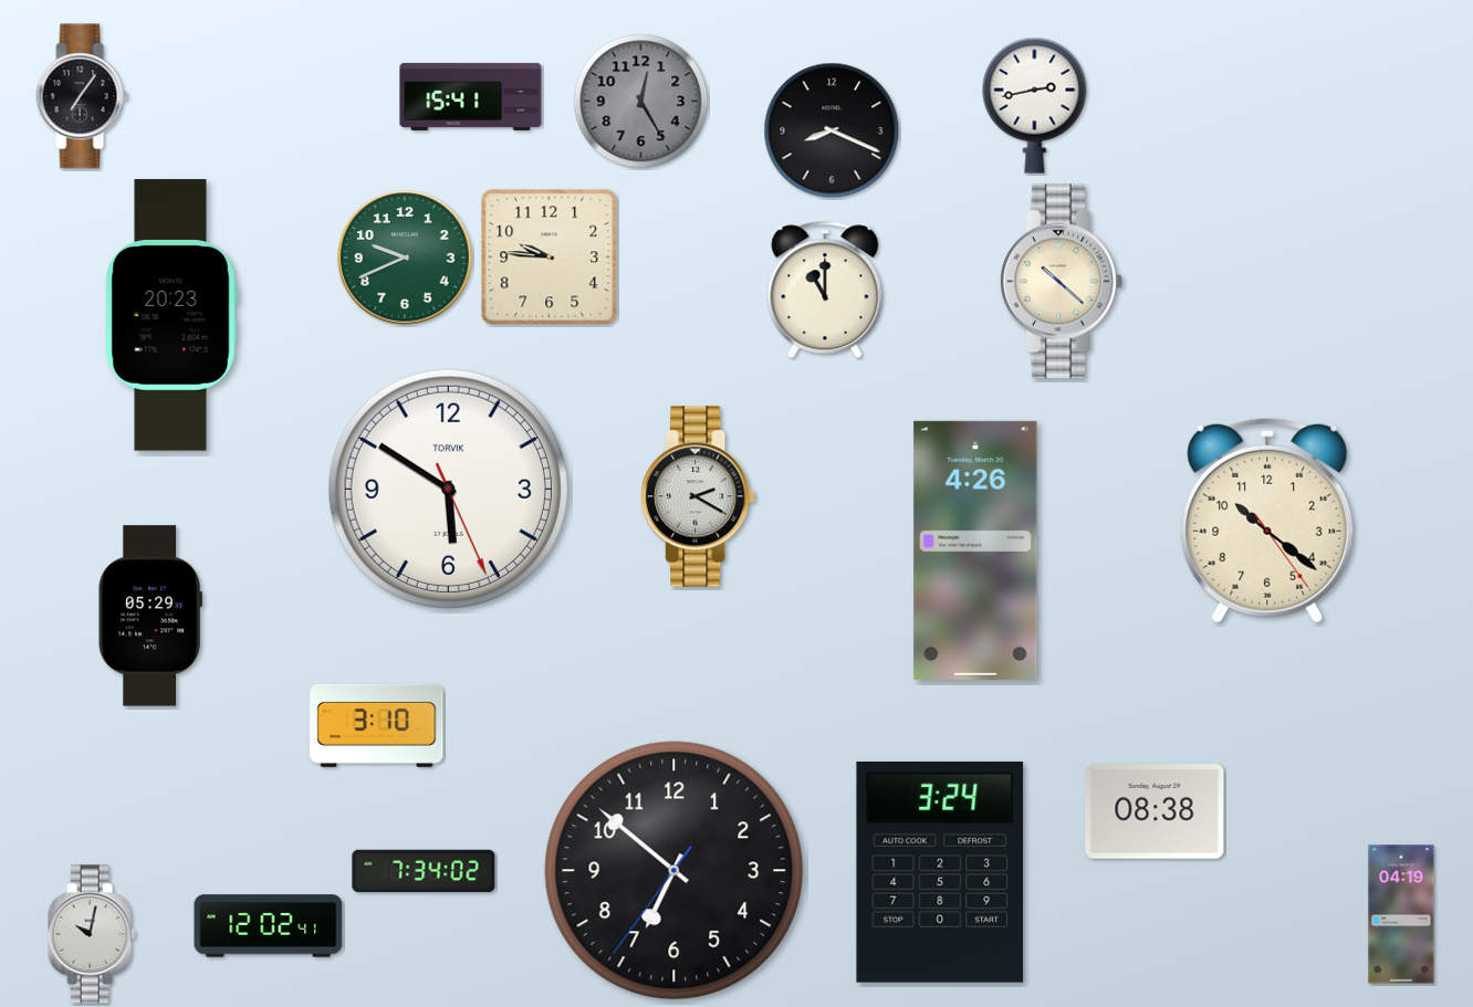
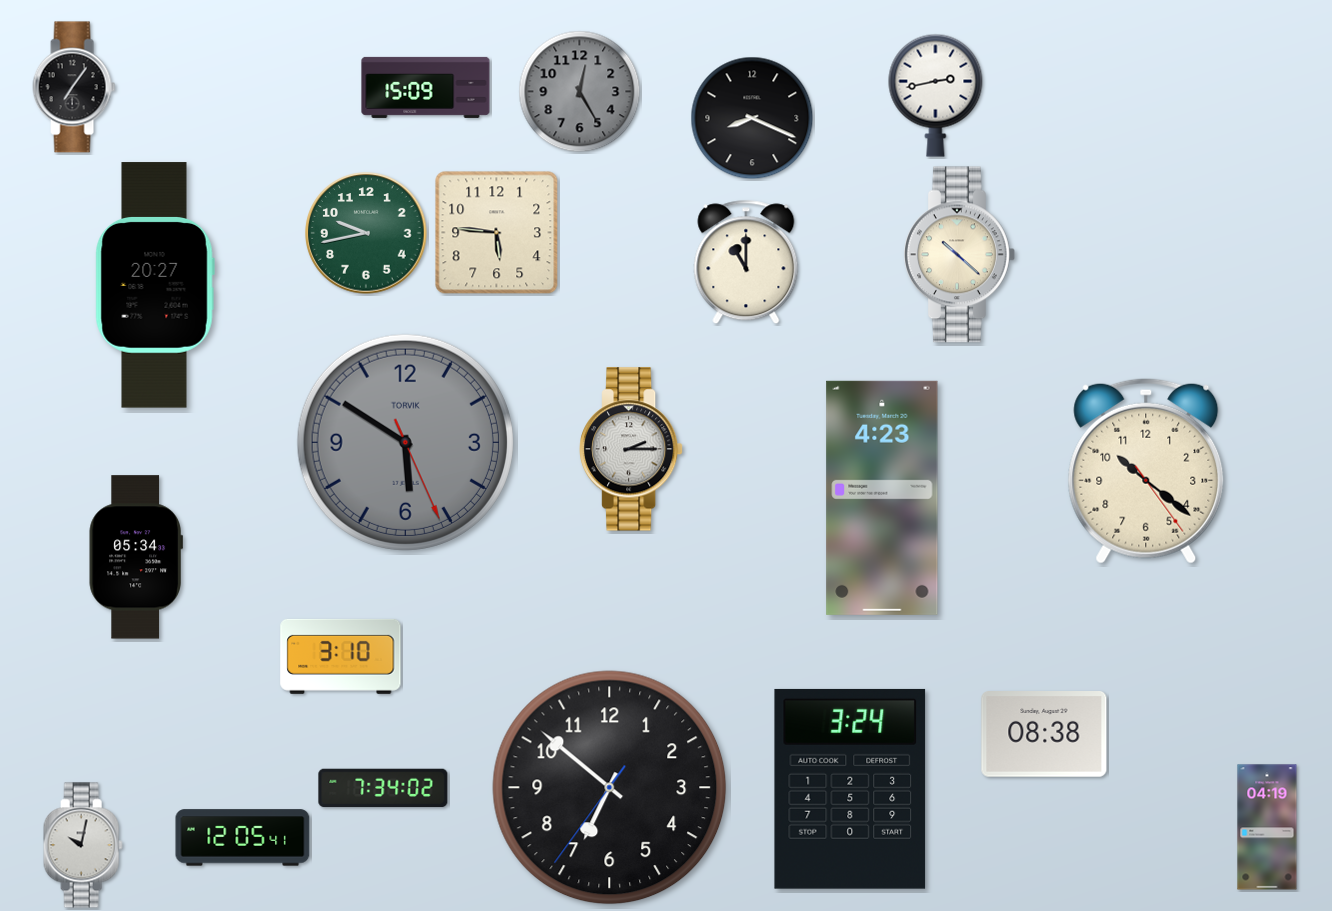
clock at (471, 96): 15:41 -> 15:09
clock at (405, 258): 9:41 -> 9:43
clock at (550, 258): 9:46 -> 5:46
clock at (171, 315): 20:23 -> 20:27
clock at (448, 489) dial: white -> grey
clock at (699, 496): 2:20 -> 2:15
clock at (975, 550): 4:26 -> 4:23
clock at (150, 616): 05:29 -> 05:34
clock at (269, 926): 12:02 -> 12:05
